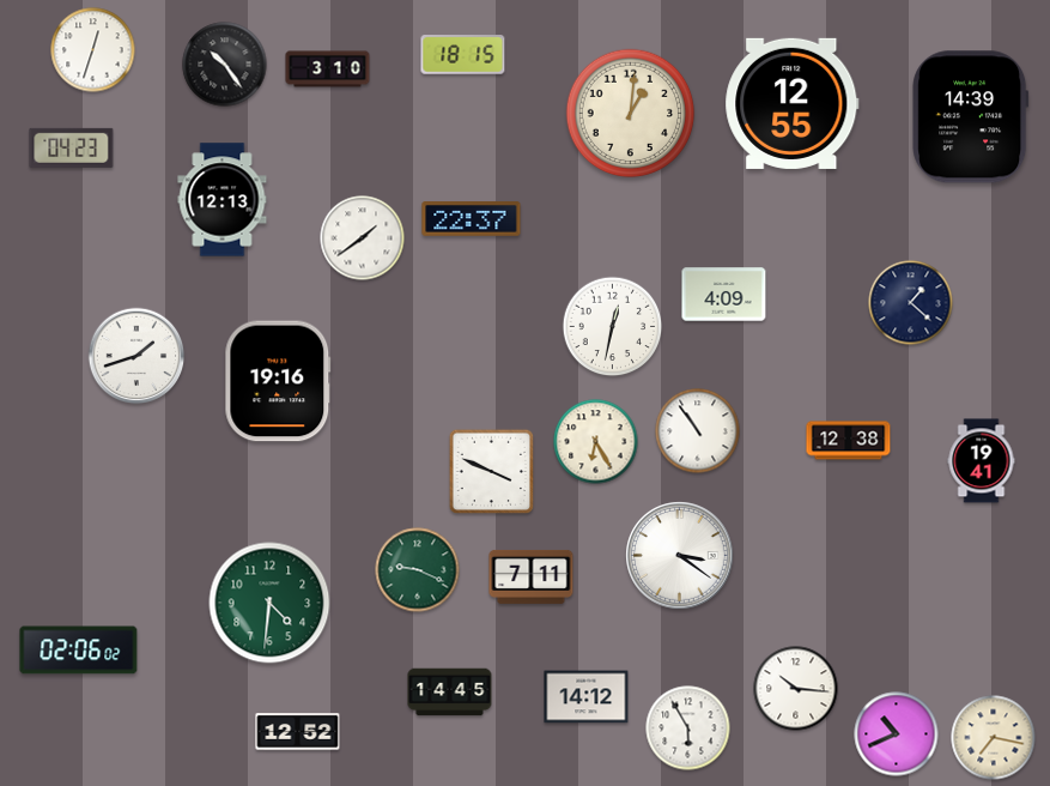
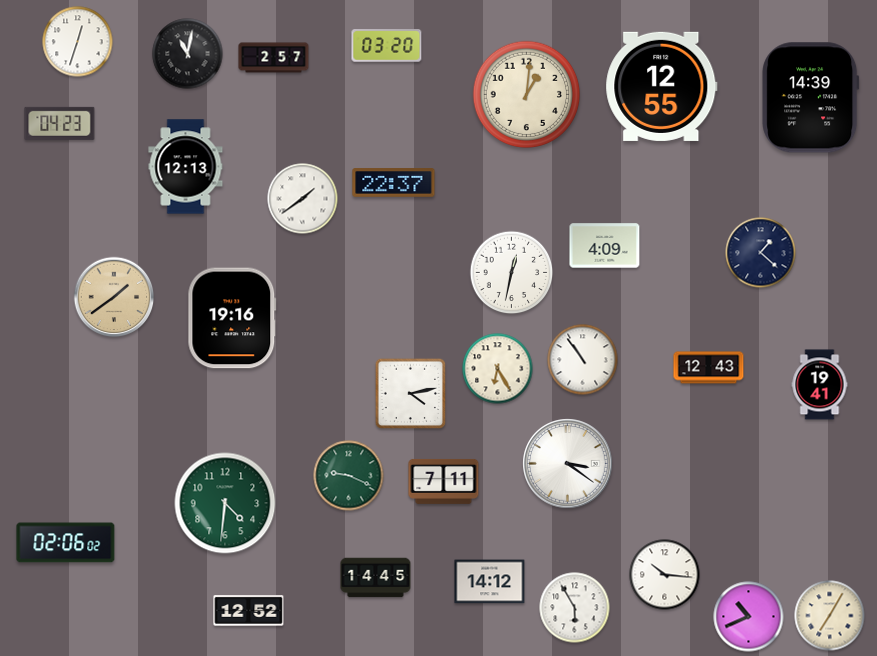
clock at (463, 55): 18:15 -> 03:20
clock at (225, 65): 10:24 -> 11:02
clock at (328, 69): 3:10 -> 2:57
clock at (136, 356): 1:42 -> 1:39
clock at (136, 356) dial: white -> champagne
clock at (849, 441): 12:38 -> 12:43
clock at (491, 471): 3:49 -> 4:13
clock at (897, 734) position: (897, 734) -> (749, 617)
clock at (994, 738): 7:17 -> 7:05
